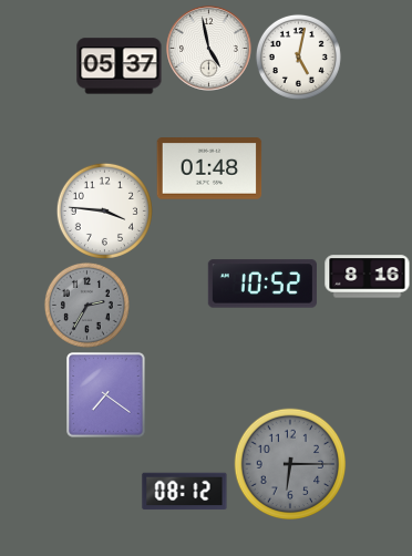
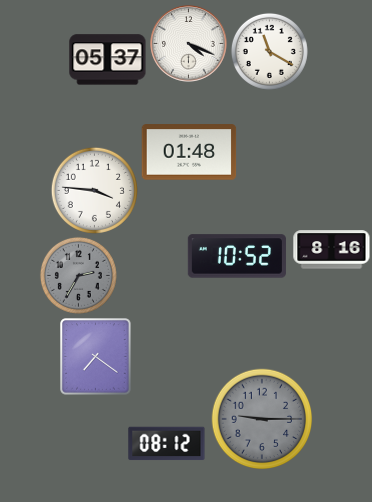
clock at (209, 49): 4:58 -> 4:19
clock at (298, 56): 5:02 -> 11:20
clock at (290, 464): 6:15 -> 9:15
